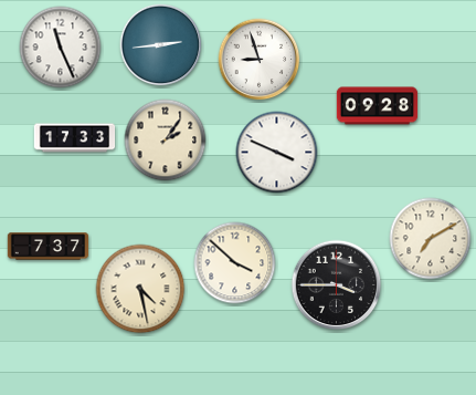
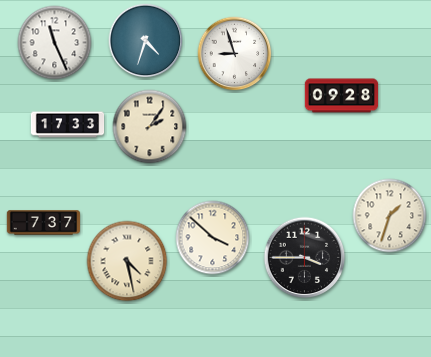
clock at (161, 45): 2:44 -> 4:33
clock at (277, 153): 3:49 -> none
clock at (431, 239): 7:10 -> 1:33
